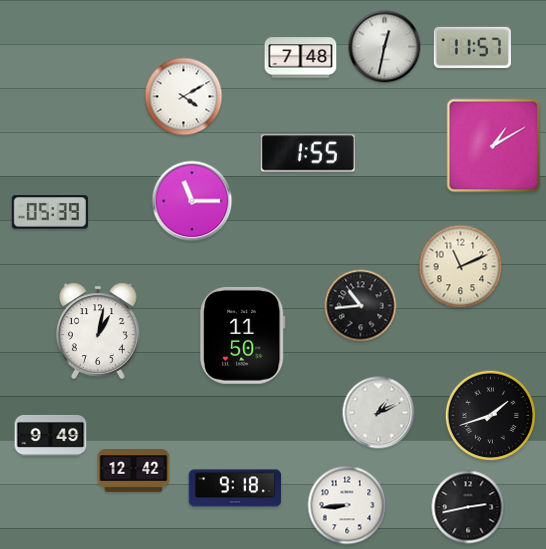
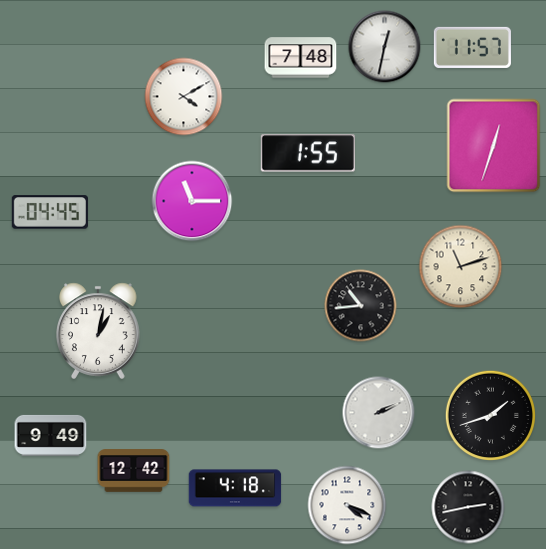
clock at (494, 146): 1:10 -> 12:33
clock at (49, 212): 05:39 -> 04:45
clock at (461, 267): 11:11 -> 11:12
clock at (243, 335): 11:50 -> none
clock at (379, 413): 1:11 -> 2:11
clock at (235, 488): 9:18 -> 4:18
clock at (347, 505): 8:44 -> 4:19
